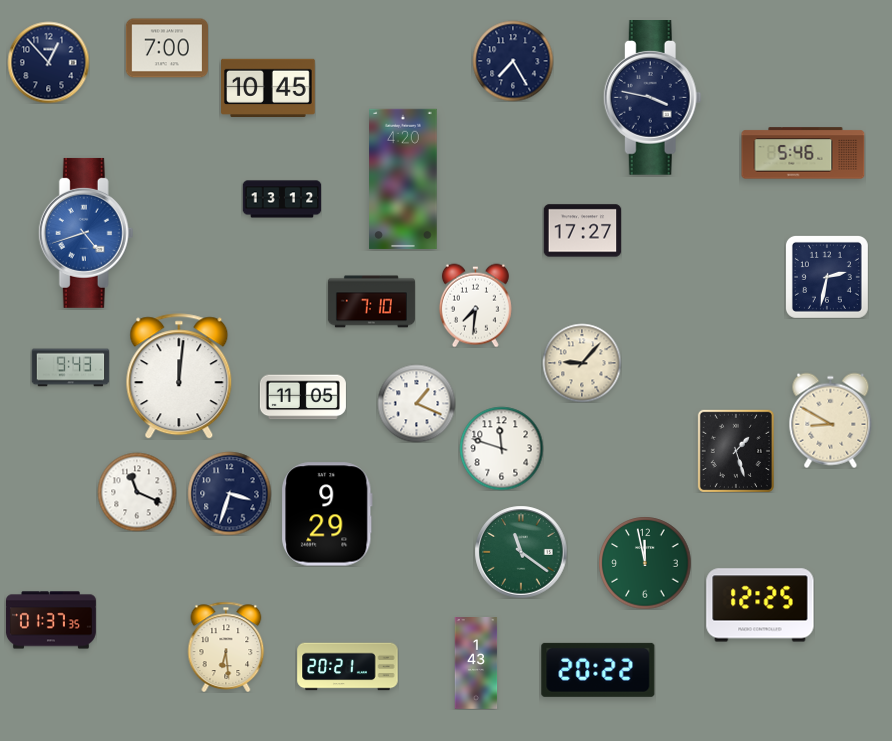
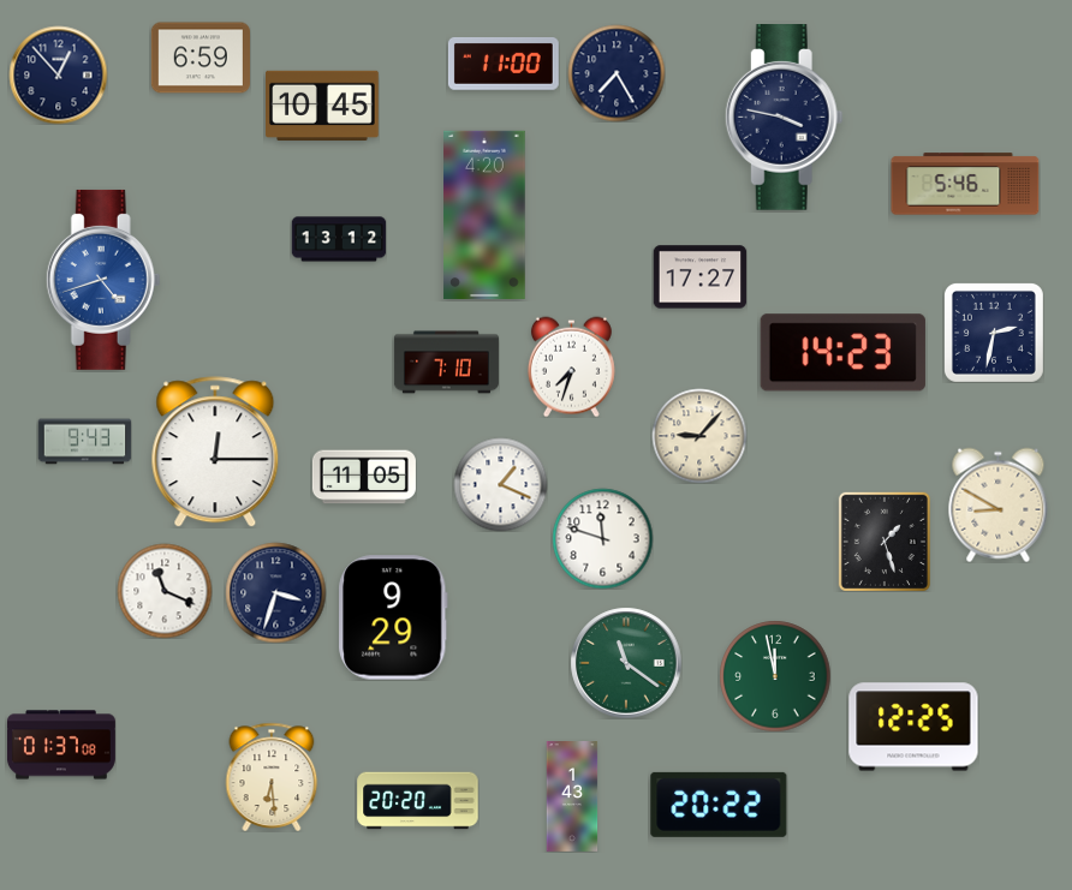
clock at (166, 48): 7:00 -> 6:59
clock at (504, 64): none -> 11:00
clock at (842, 353): none -> 14:23
clock at (475, 305): 7:31 -> 7:33
clock at (179, 376): 12:01 -> 12:15
clock at (51, 620): 01:37:35 -> 01:37:08
clock at (348, 667): 20:21 -> 20:20
